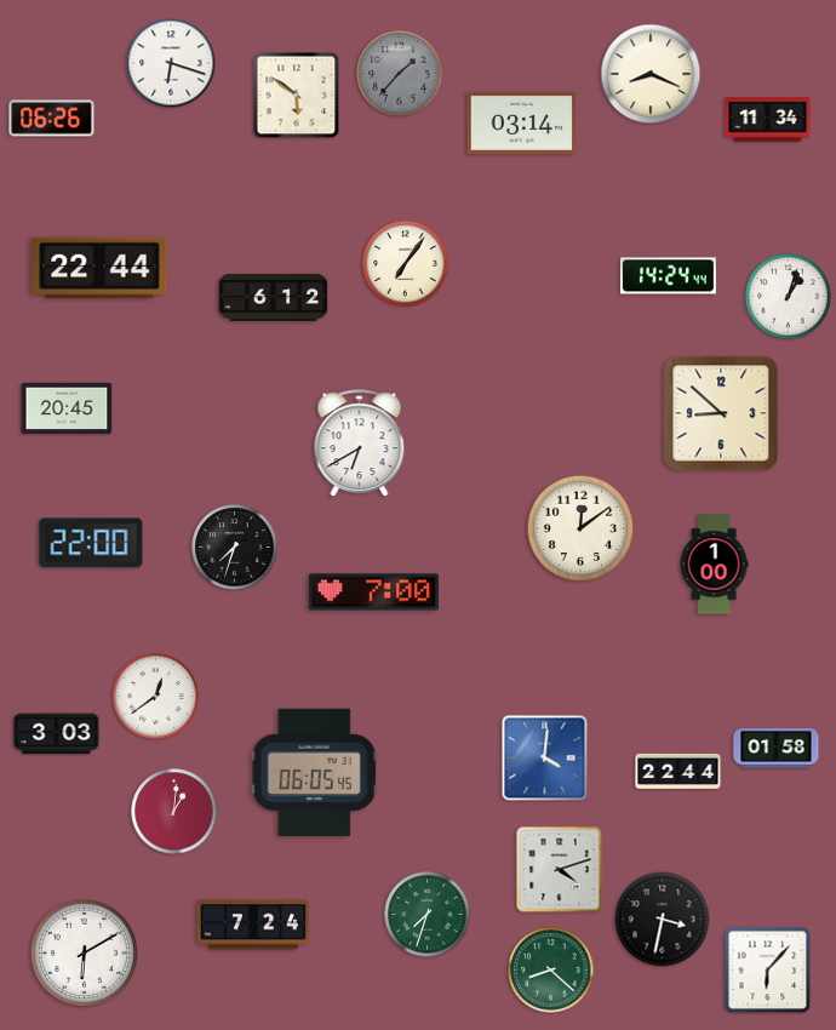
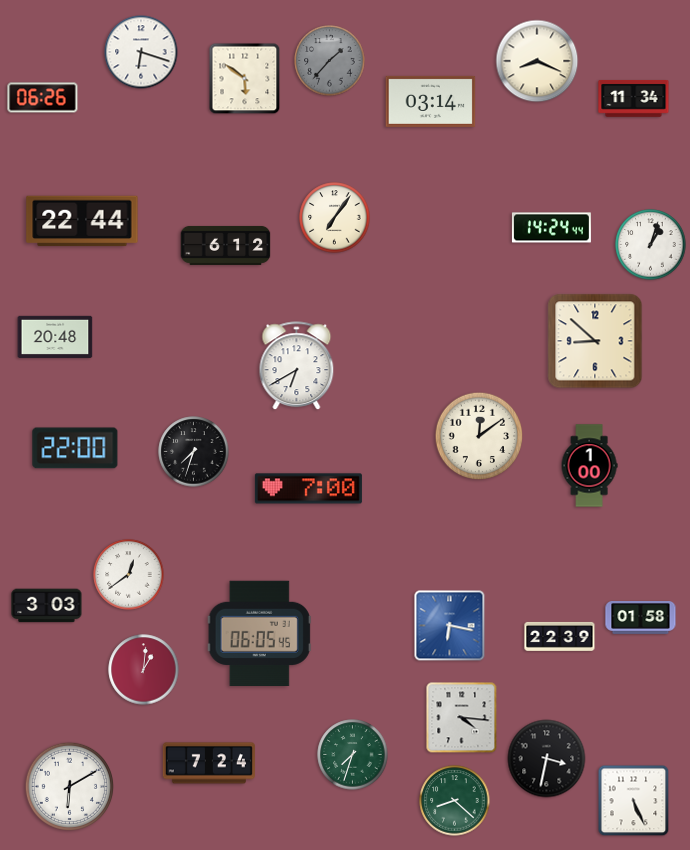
clock at (67, 407): 20:45 -> 20:48
clock at (545, 759): 4:01 -> 6:17
clock at (678, 771): 22:44 -> 22:39
clock at (314, 772) position: (314, 772) -> (259, 633)
clock at (560, 870): 4:12 -> 4:16
clock at (768, 971): 6:07 -> 5:26
